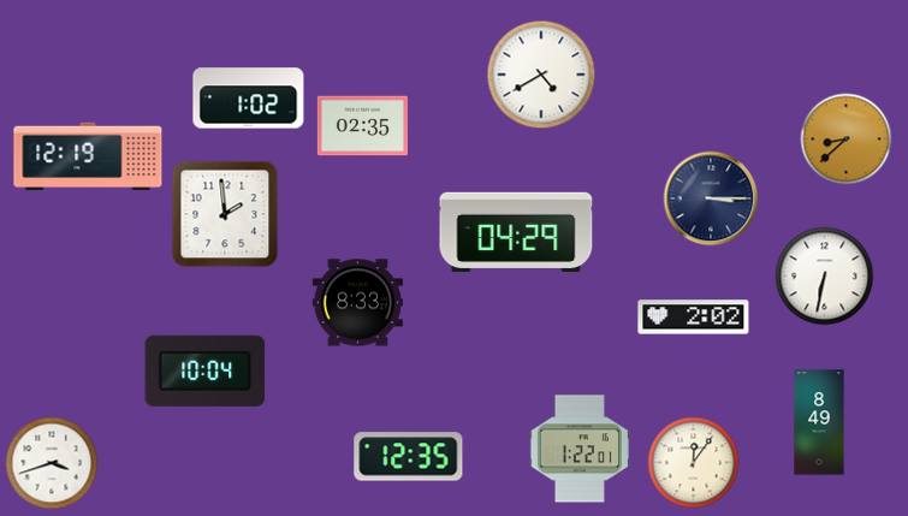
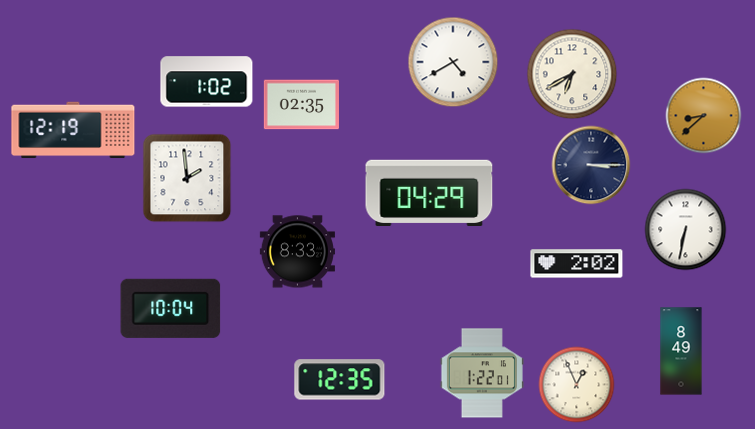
clock at (541, 75) position: (541, 75) -> (453, 62)
clock at (572, 74): none -> 6:40
clock at (52, 463): 3:42 -> none
clock at (694, 463): 12:06 -> 12:56
